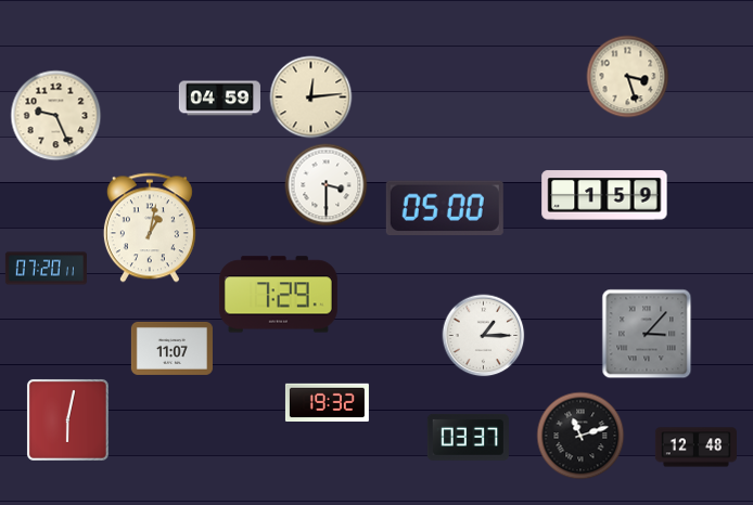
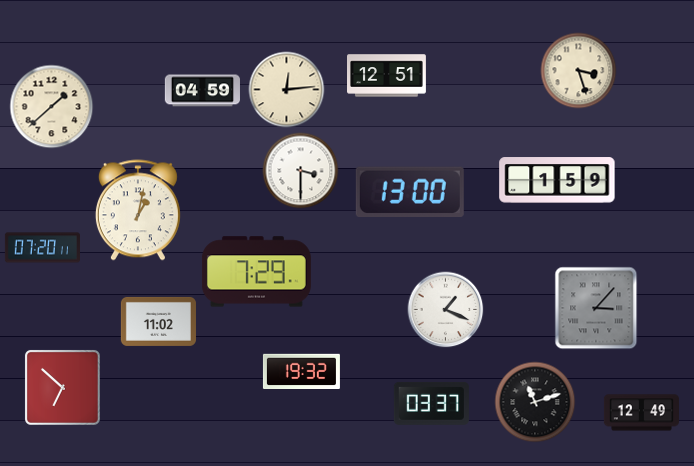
clock at (387, 76): none -> 12:51
clock at (56, 116): 9:26 -> 1:38
clock at (445, 207): 05:00 -> 13:00
clock at (484, 336): 1:15 -> 1:19
clock at (171, 348): 11:07 -> 11:02
clock at (67, 419): 6:02 -> 6:52
clock at (695, 448): 12:48 -> 12:49
